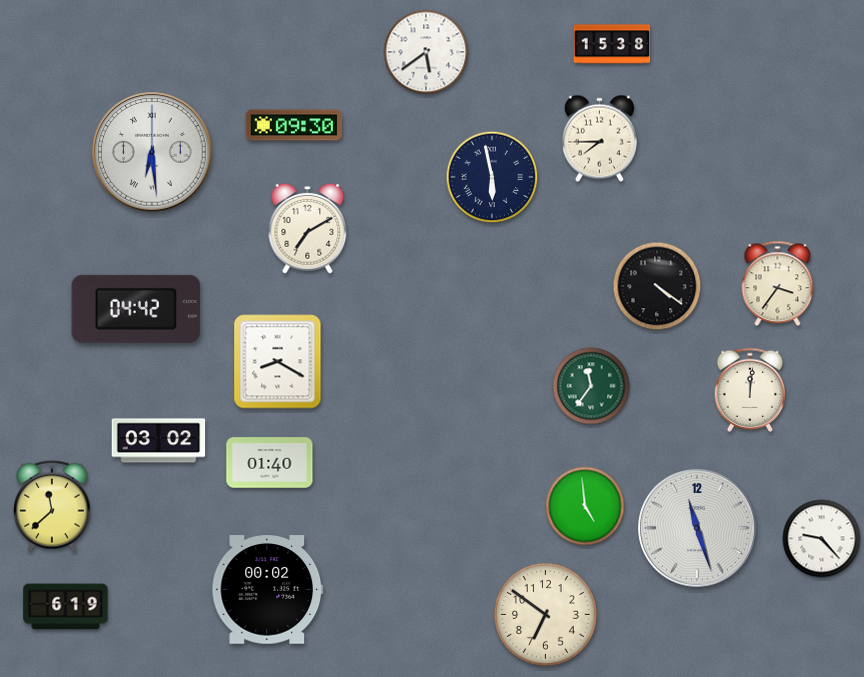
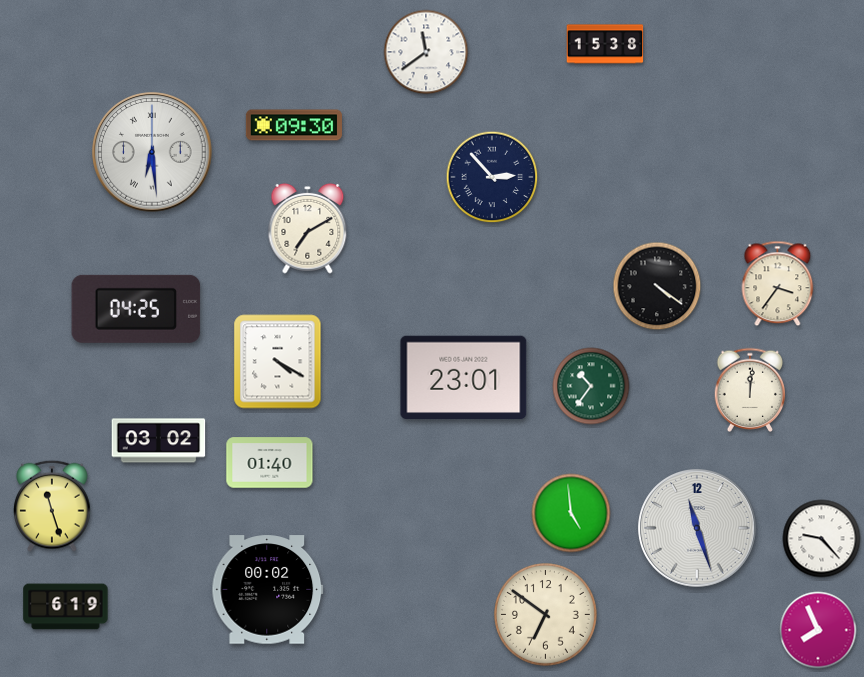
clock at (612, 44) position: (612, 44) -> (605, 44)
clock at (426, 52): 5:39 -> 11:39
clock at (599, 139): 7:45 -> none
clock at (492, 177): 5:58 -> 2:53
clock at (136, 309): 04:42 -> 04:25
clock at (278, 362): 8:20 -> 4:20
clock at (464, 378): none -> 23:01
clock at (591, 386): 11:36 -> 10:36
clock at (52, 506): 11:38 -> 11:27
clock at (585, 506) position: (585, 506) -> (571, 513)
clock at (818, 630): none -> 7:56
